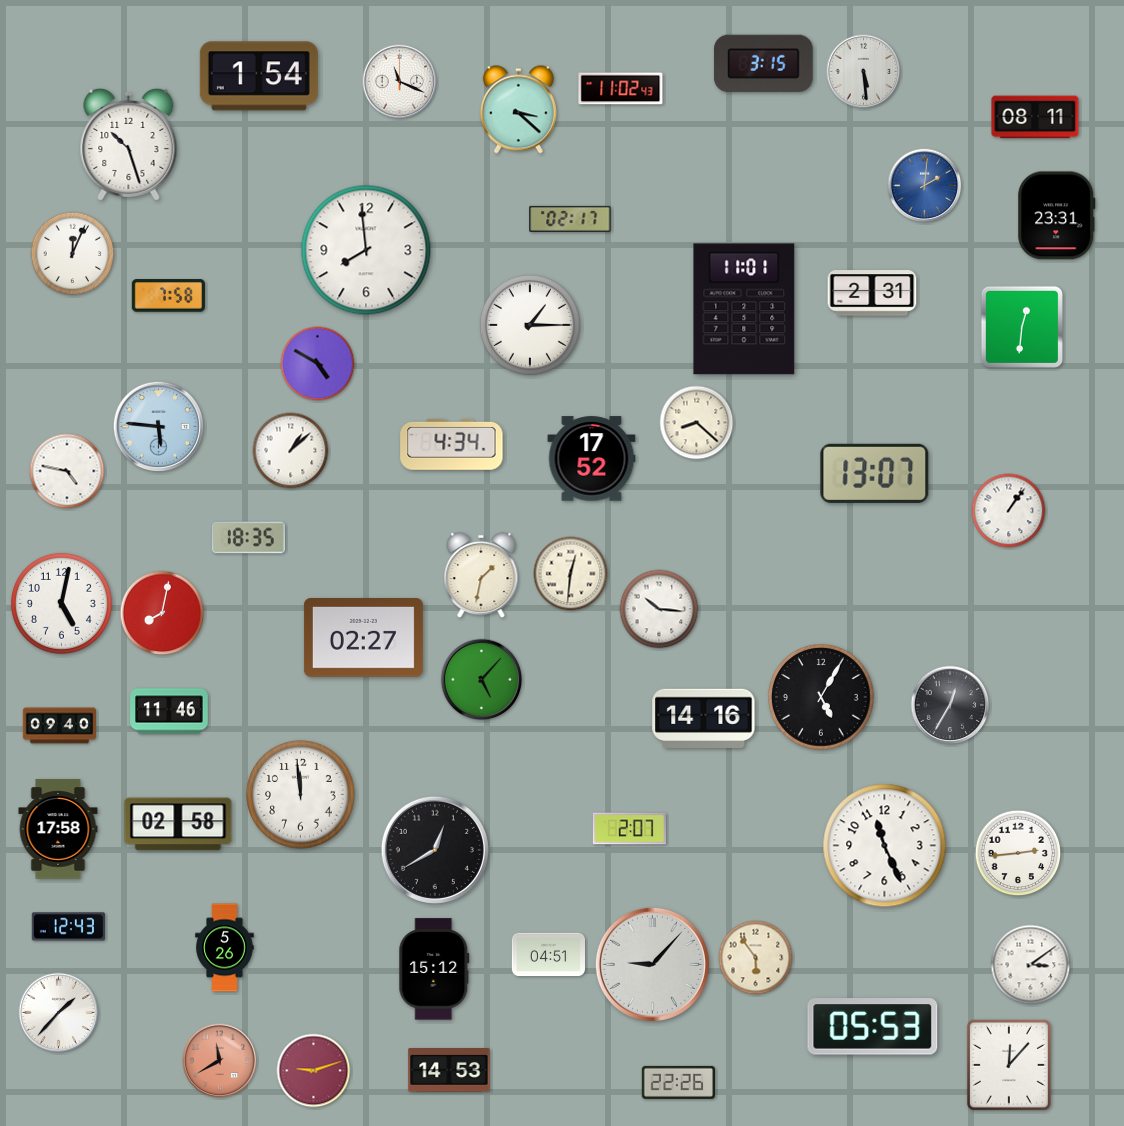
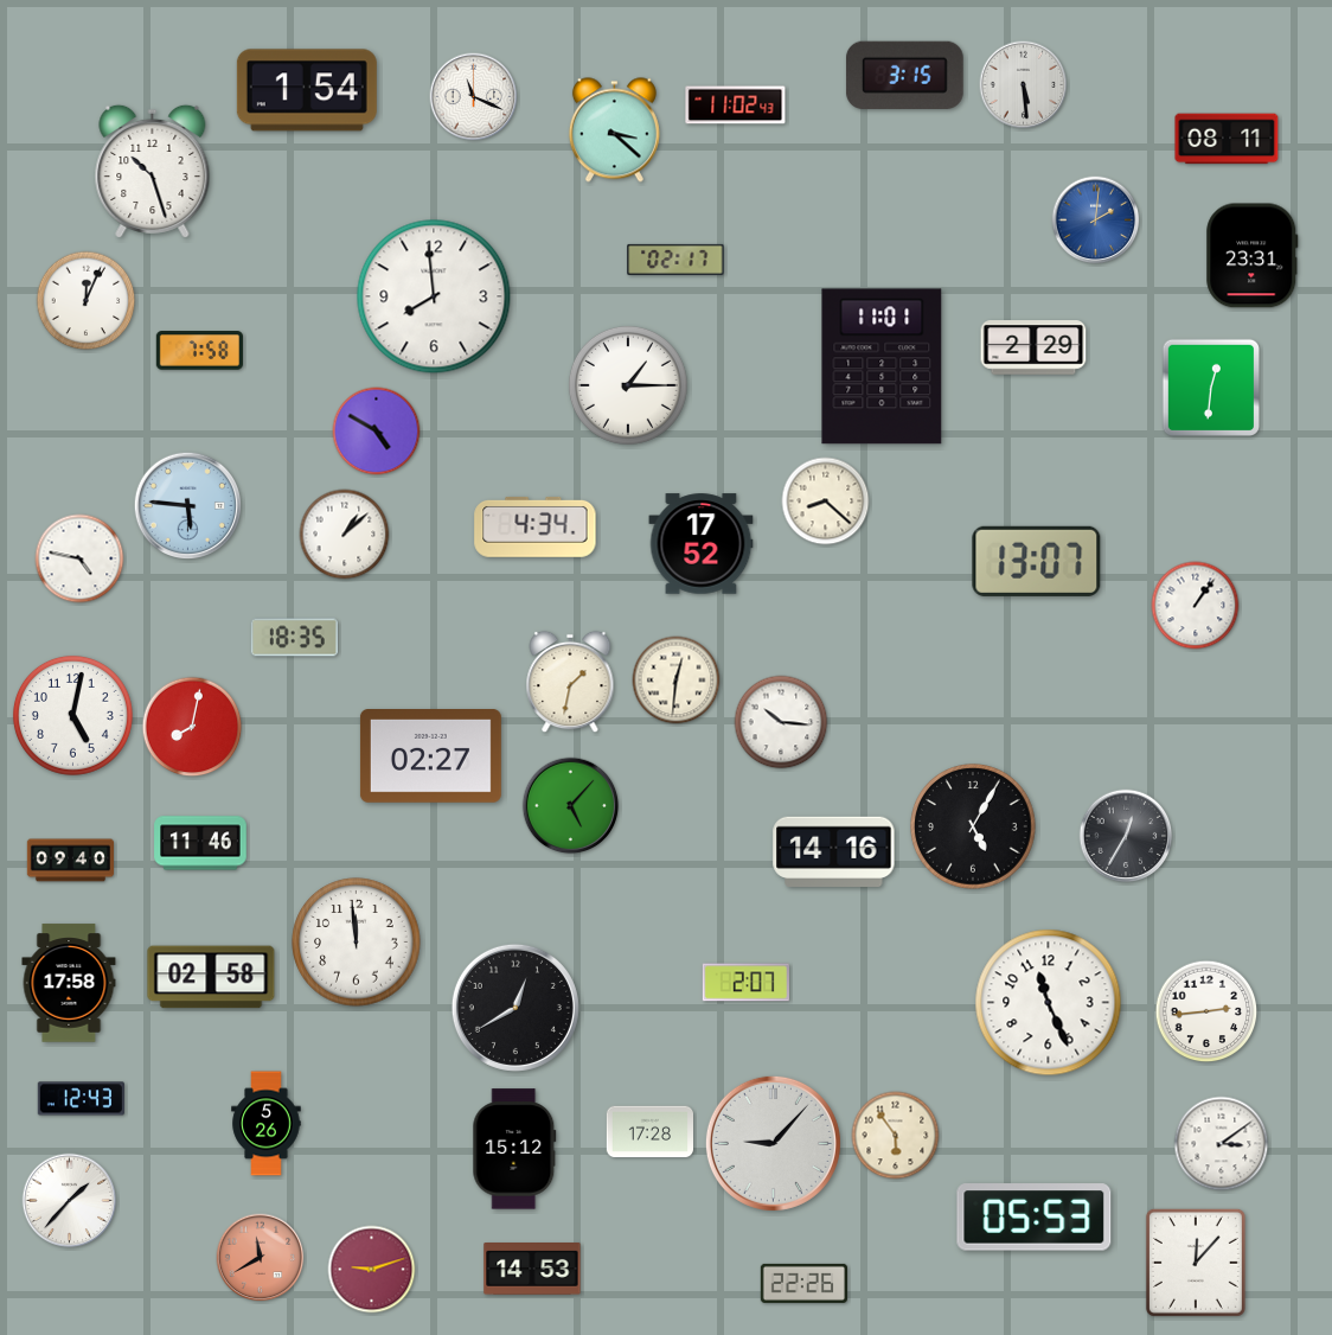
clock at (872, 293): 2:31 -> 2:29
clock at (548, 955): 04:51 -> 17:28
